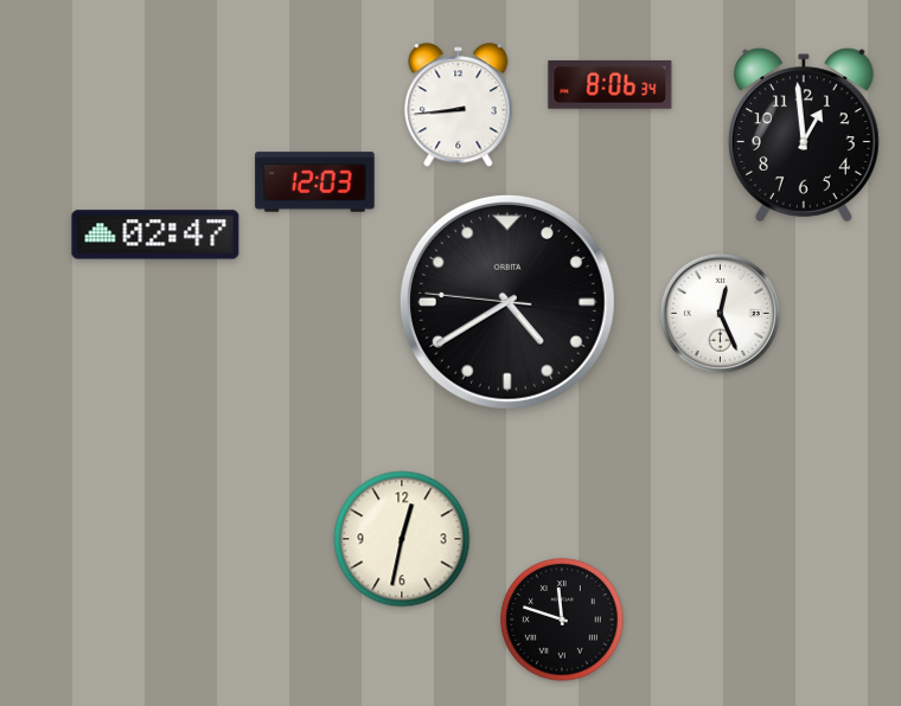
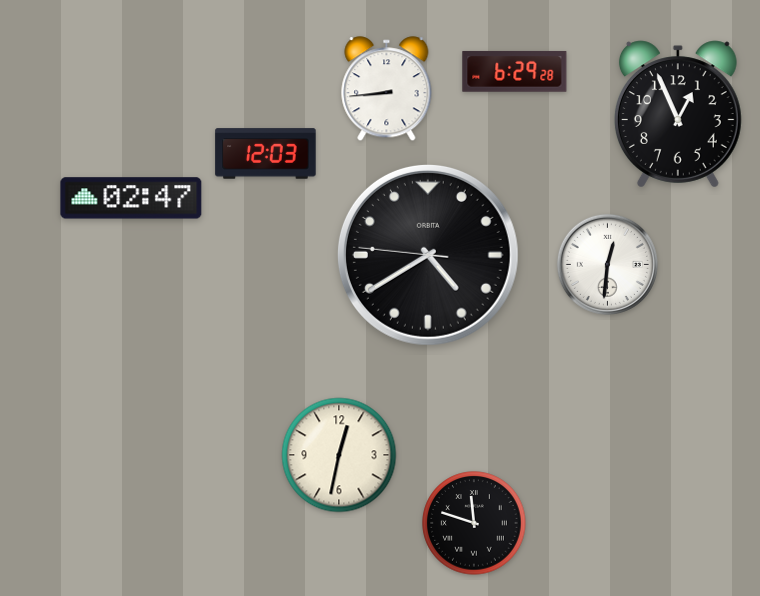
clock at (611, 84): 8:06 -> 6:29
clock at (804, 135): 12:59 -> 12:56
clock at (720, 313): 12:26 -> 12:31
